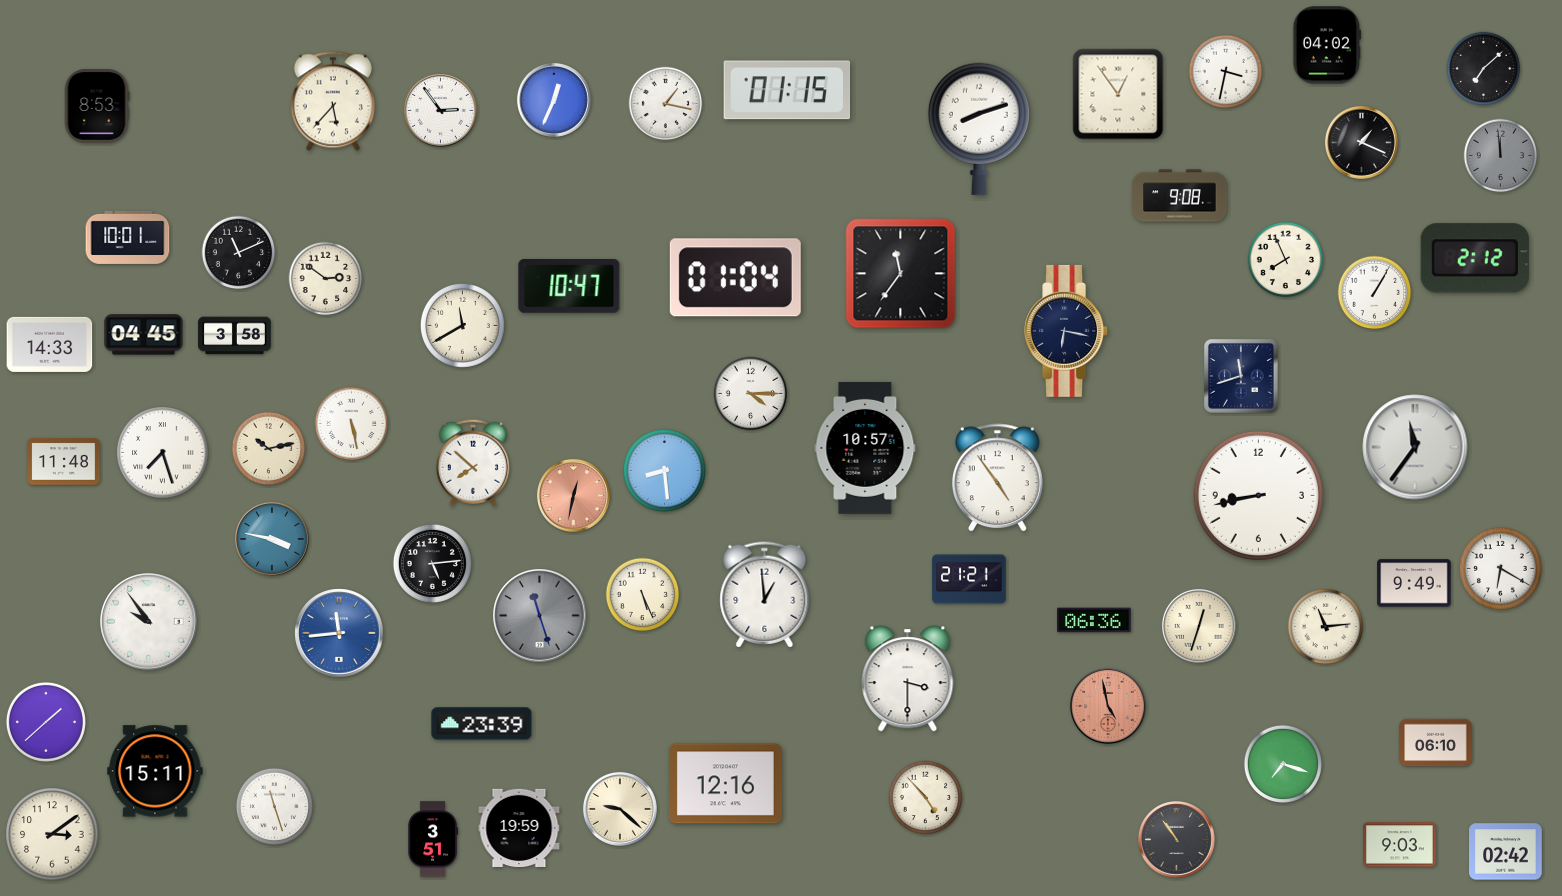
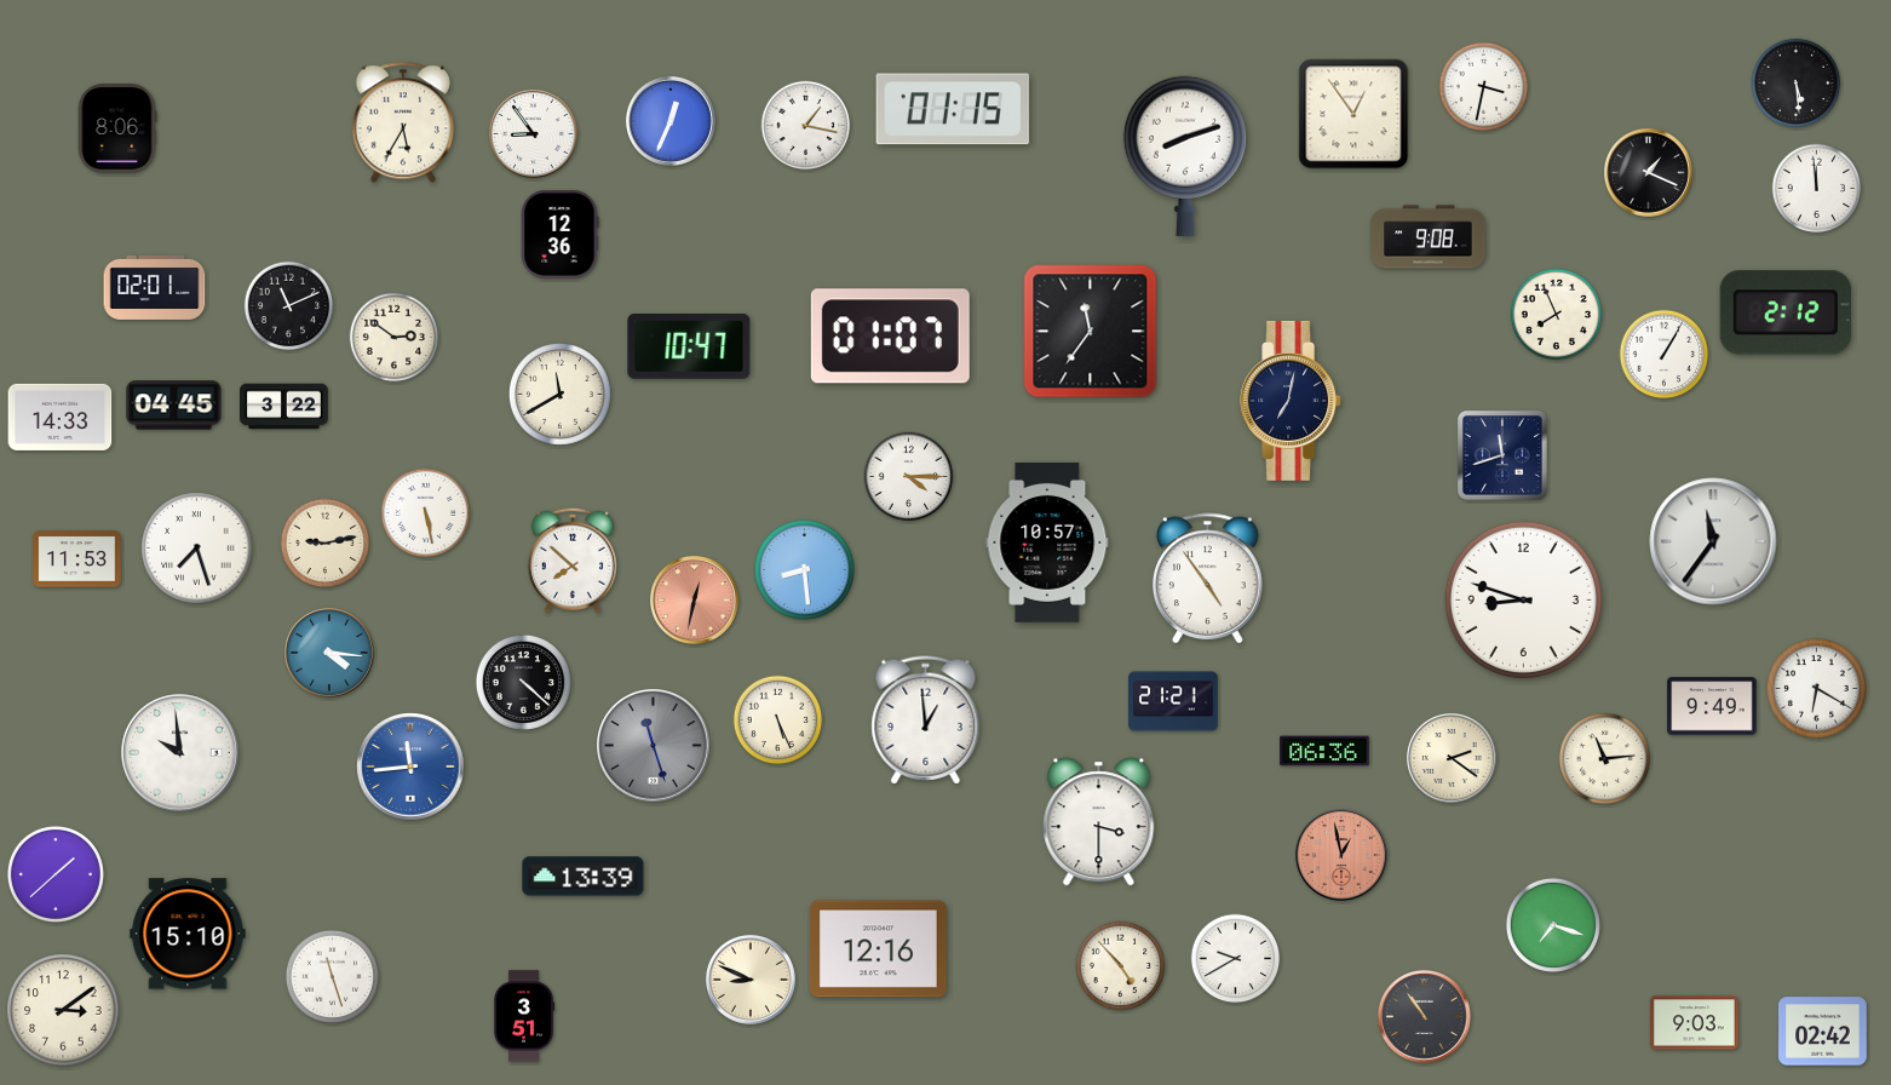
clock at (1327, 45): 04:02 -> none
clock at (1484, 69): 7:08 -> 5:29
clock at (333, 101): 5:37 -> 5:35
clock at (97, 106): 8:53 -> 8:06
clock at (440, 110): 2:54 -> 8:54
clock at (1501, 156) dial: grey -> white
clock at (559, 235): none -> 12:36
clock at (128, 237): 10:01 -> 02:01
clock at (735, 278): 01:04 -> 01:07
clock at (1067, 331): 6:17 -> 7:02
clock at (235, 336): 3:58 -> 3:22
clock at (269, 449): 10:13 -> 9:13
clock at (64, 462): 11:48 -> 11:53
clock at (1258, 495): 8:43 -> 8:48
clock at (272, 539): 3:47 -> 4:16
clock at (432, 563): 5:14 -> 4:22
clock at (149, 622): 9:54 -> 9:59
clock at (1199, 626): 12:33 -> 2:21
clock at (1108, 706): 4:58 -> 12:58
clock at (482, 724): 23:39 -> 13:39
clock at (1436, 743): 06:10 -> none
clock at (155, 771): 15:11 -> 15:10
clock at (1236, 959): none -> 9:40
clock at (620, 809): 9:22 -> 8:49
clock at (519, 827): 19:59 -> none
